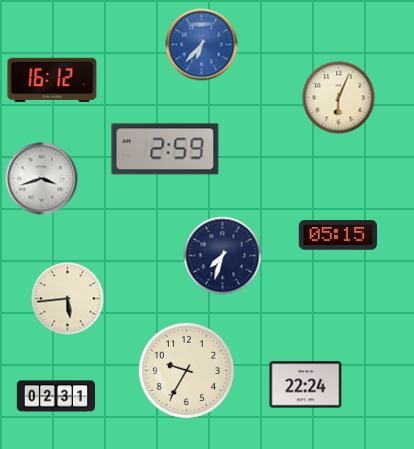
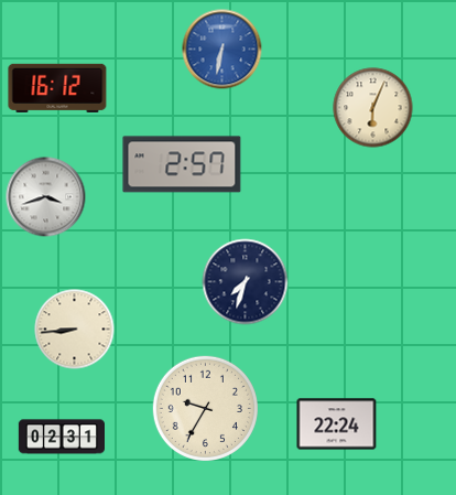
clock at (202, 45): 6:37 -> 6:32
clock at (165, 149): 2:59 -> 2:57
clock at (337, 235): 05:15 -> none
clock at (68, 299): 5:44 -> 8:44
